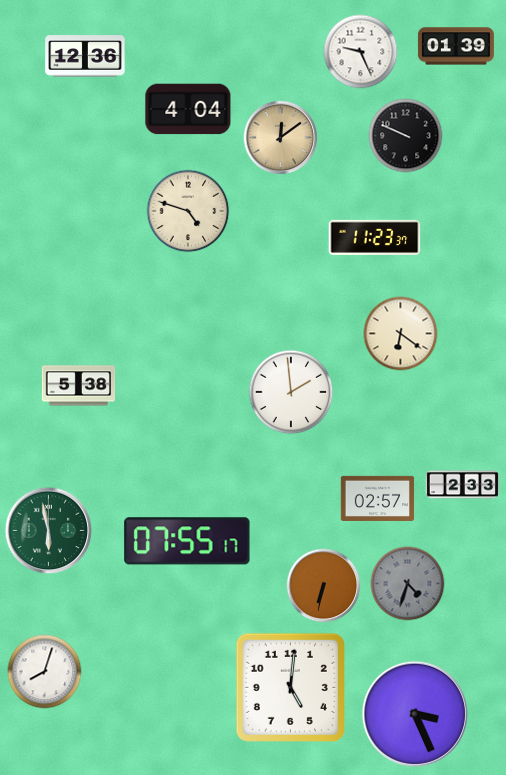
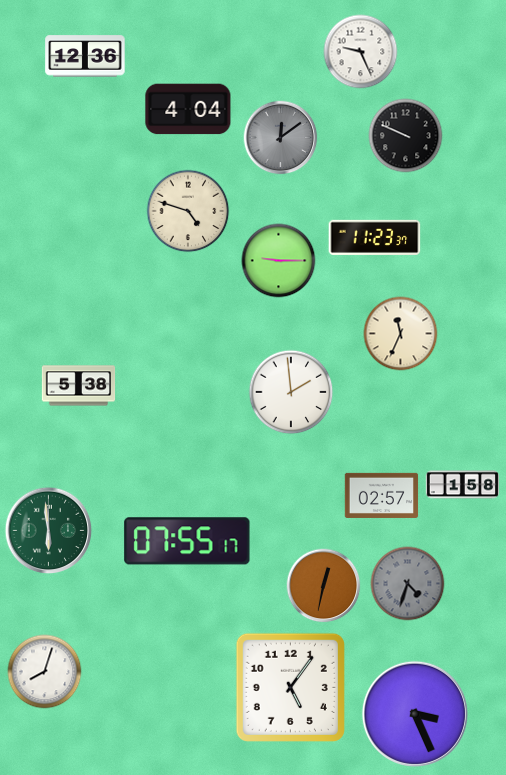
clock at (456, 46): 01:39 -> none
clock at (281, 138) dial: champagne -> grey
clock at (279, 261): none -> 9:15
clock at (401, 334): 6:21 -> 11:34
clock at (463, 485): 2:33 -> 1:58
clock at (378, 498) position: (378, 498) -> (382, 495)
clock at (49, 531): 5:58 -> 5:59
clock at (324, 586): 6:32 -> 12:32
clock at (290, 687): 5:01 -> 5:06
